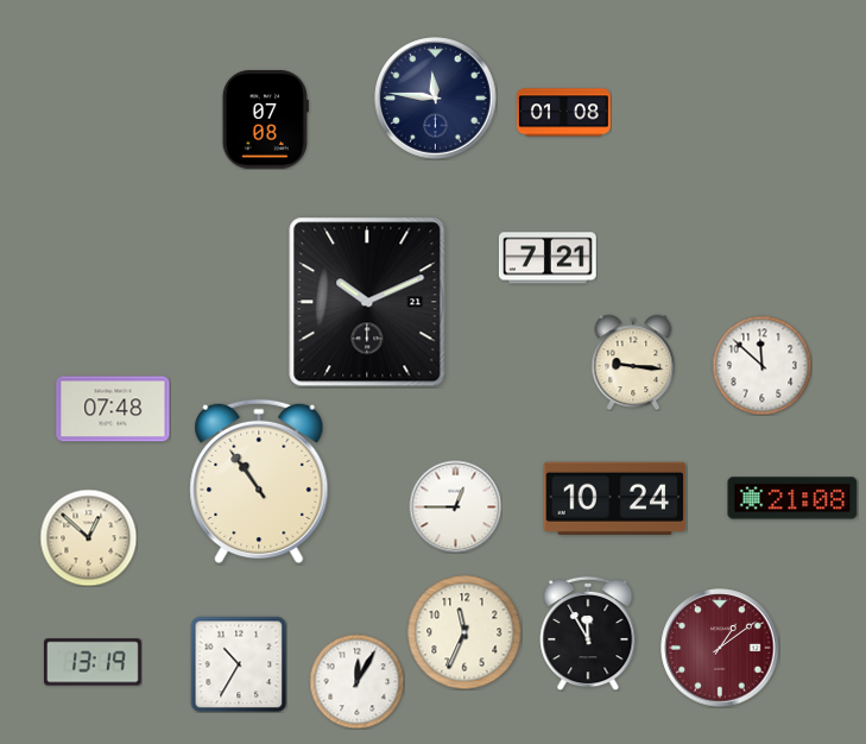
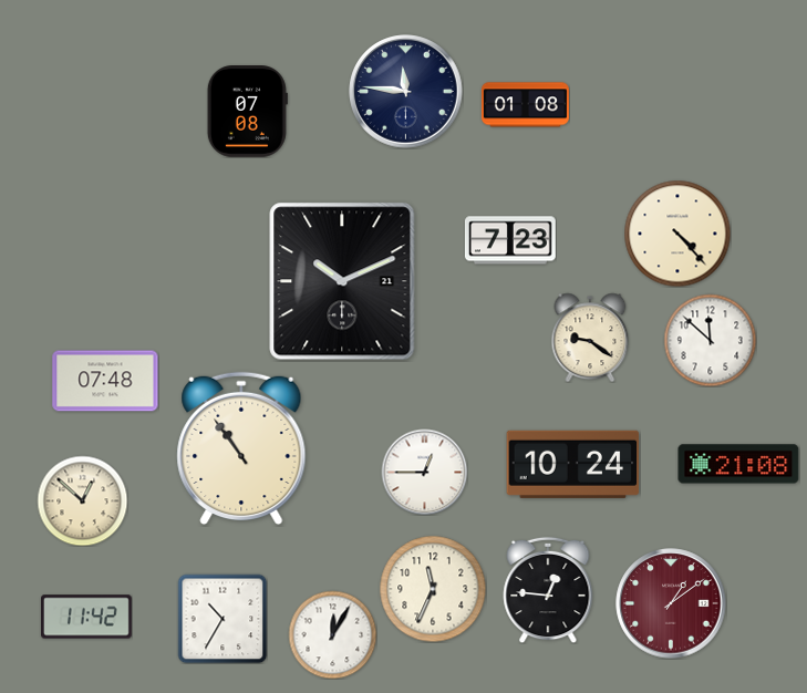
clock at (677, 234): none -> 4:23
clock at (548, 258): 7:21 -> 7:23
clock at (633, 362): 9:16 -> 9:21
clock at (588, 633): 11:55 -> 12:46
clock at (94, 662): 13:19 -> 11:42
